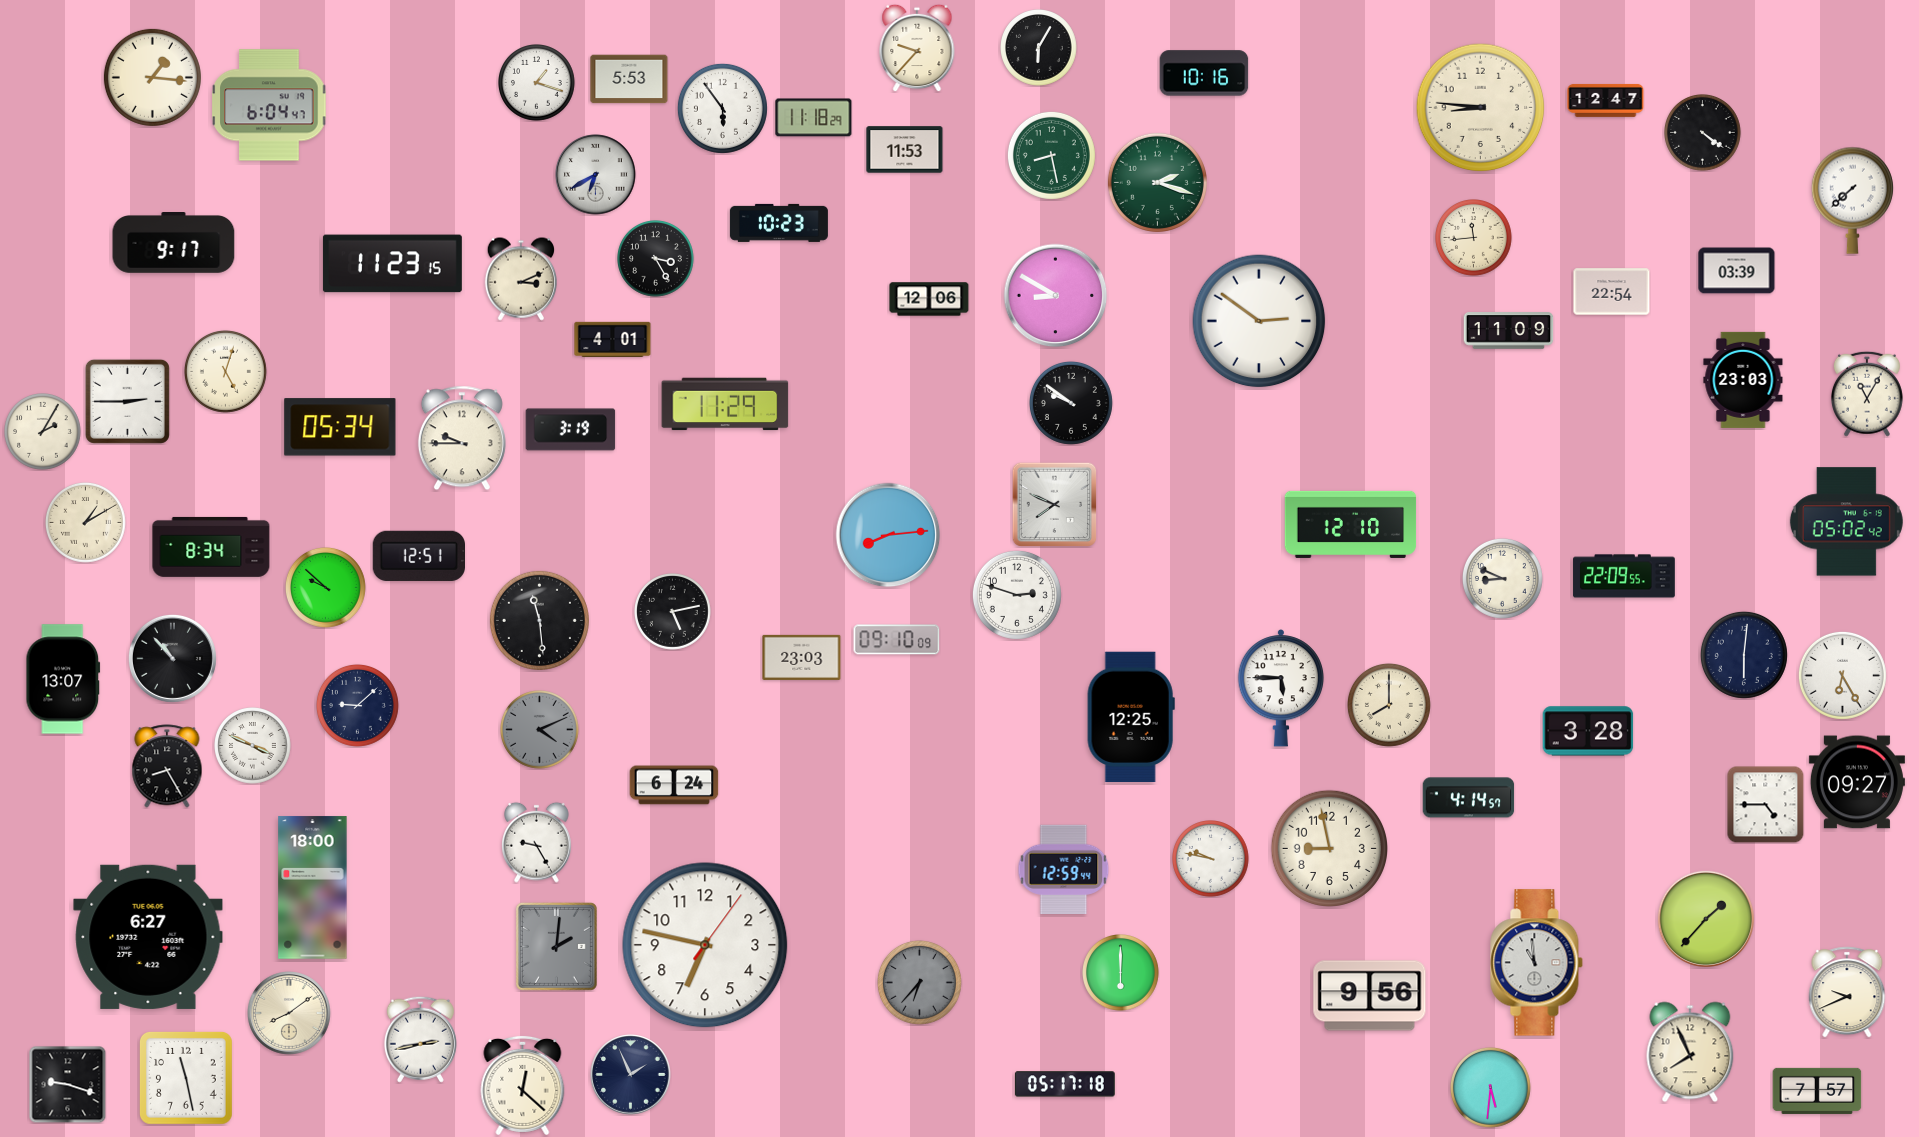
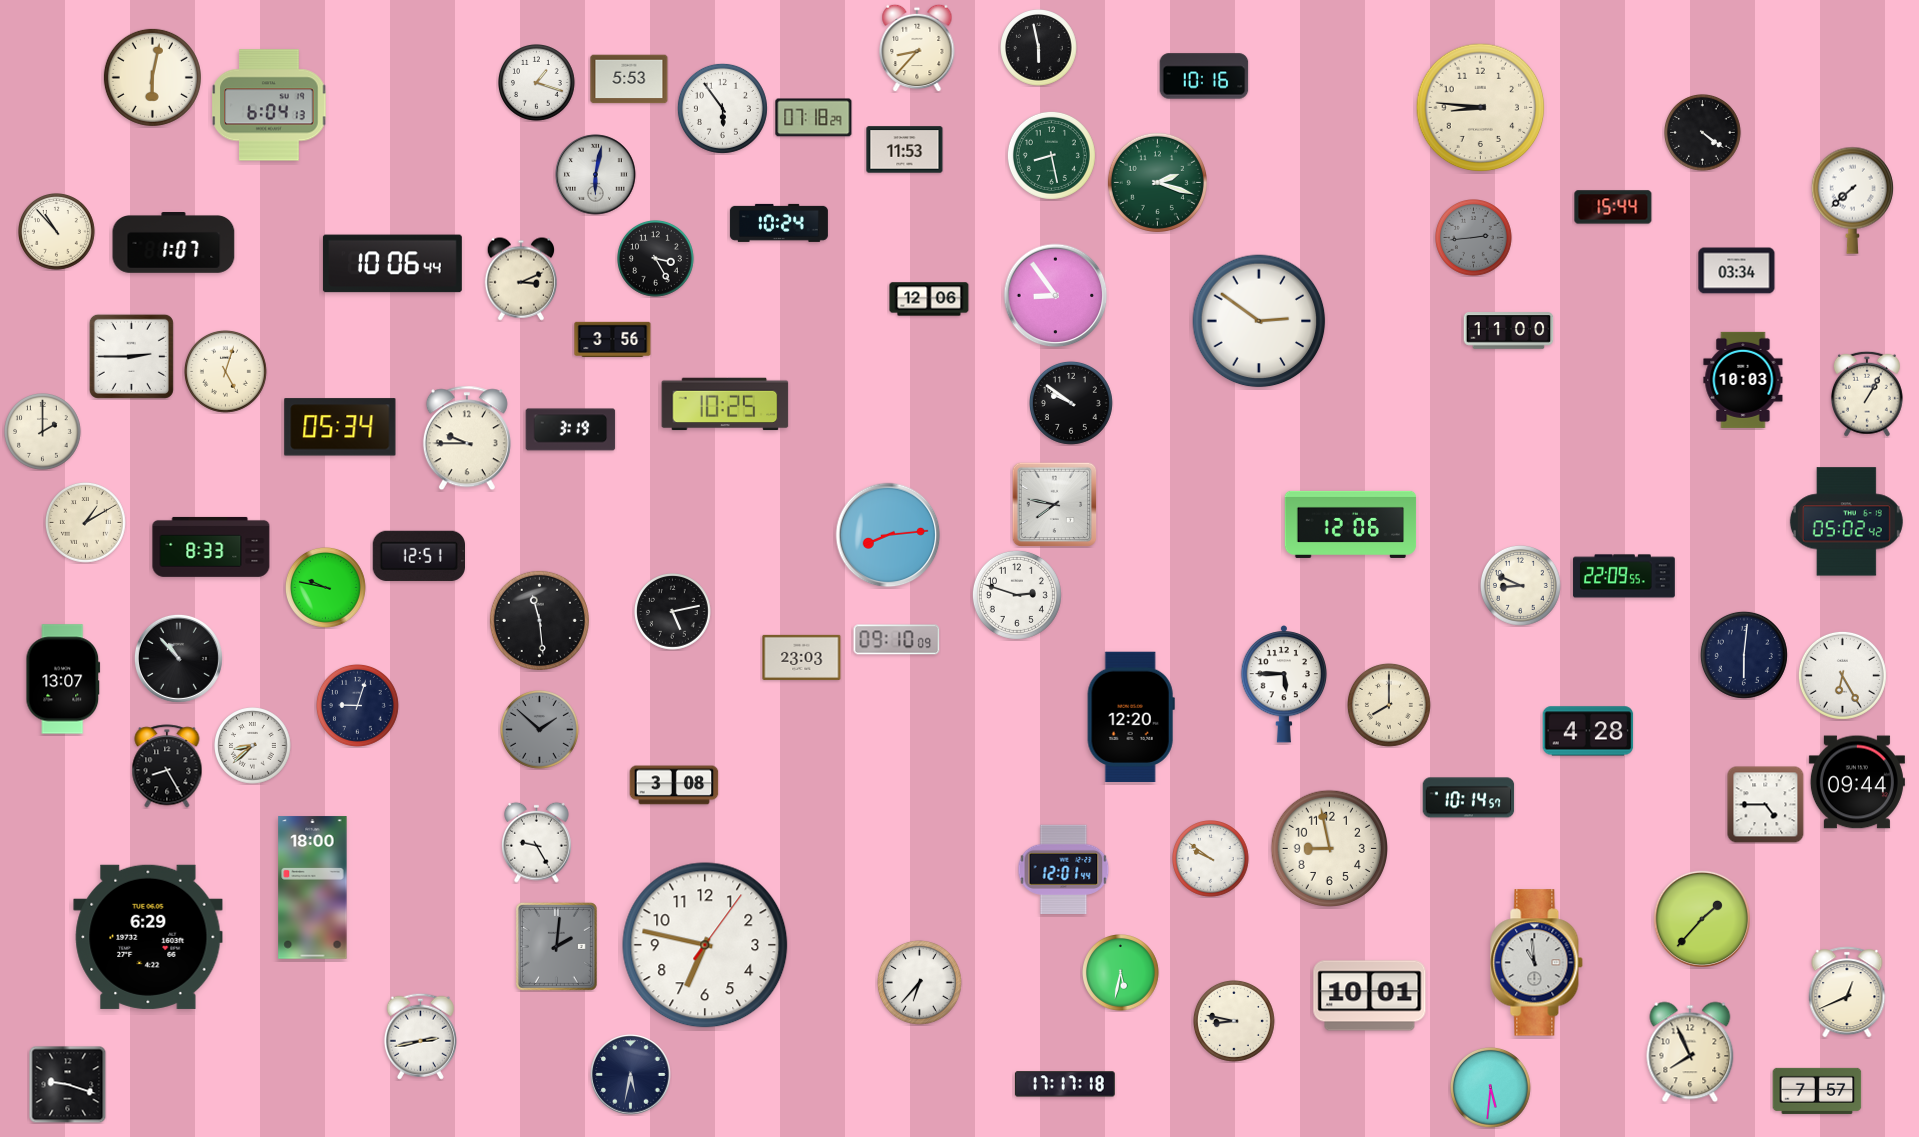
clock at (917, 48): 9:37 -> 8:37
clock at (1039, 48): 6:05 -> 5:58
clock at (1204, 73) position: (1204, 73) -> (1204, 76)
clock at (152, 77): 1:16 -> 6:02
clock at (1606, 100): 12:47 -> none
clock at (269, 105): 6:04:47 -> 6:04:13
clock at (814, 118): 11:18 -> 07:18
clock at (596, 175): 6:40 -> 6:02
clock at (1613, 207): none -> 15:44
clock at (779, 223): 10:23 -> 10:24
clock at (57, 232): none -> 10:53
clock at (1474, 238): 11:44 -> 2:44
clock at (1474, 238) dial: cream -> grey
clock at (174, 243): 9:17 -> 1:07
clock at (392, 264): 11:23 -> 10:06
clock at (1737, 271): 03:39 -> 03:34
clock at (1612, 292): 22:54 -> none
clock at (1056, 296): 8:50 -> 8:54
clock at (1509, 331): 11:09 -> 11:00
clock at (613, 340): 4:01 -> 3:56
clock at (1743, 380): 23:03 -> 10:03
clock at (1867, 394): 11:05 -> 1:05
clock at (127, 401) position: (127, 401) -> (131, 356)
clock at (725, 404): 11:29 -> 10:25
clock at (43, 432): 2:05 -> 2:00
clock at (462, 438) position: (462, 438) -> (467, 438)
clock at (1054, 504): 7:49 -> 7:47
clock at (1351, 524): 12:10 -> 12:06
clock at (211, 547): 8:34 -> 8:33
clock at (1502, 578) position: (1502, 578) -> (1520, 585)
clock at (325, 587): 9:52 -> 9:47
clock at (172, 658) position: (172, 658) -> (178, 658)
clock at (1281, 689) position: (1281, 689) -> (1284, 685)
clock at (357, 705): 9:08 -> 9:03
clock at (1131, 716): 12:25 -> 12:20
clock at (540, 730): 4:11 -> 1:52
clock at (1588, 731): 3:28 -> 4:28
clock at (253, 746): 3:49 -> 8:38
clock at (1857, 782): 09:27 -> 09:44
clock at (674, 785): 6:24 -> 3:08
clock at (1469, 798): 4:14 -> 10:14
clock at (1211, 859): 9:47 -> 9:51
clock at (1064, 869): 12:59 -> 12:01
clock at (1705, 918) position: (1705, 918) -> (1701, 918)
clock at (148, 937): 6:27 -> 6:29
clock at (1121, 973): 6:00 -> 5:32
clock at (919, 982) dial: grey -> white
clock at (1847, 992): 9:41 -> 12:41
clock at (1370, 996): 9:56 -> 10:01
clock at (289, 1013): 8:09 -> none
clock at (1234, 1021): none -> 8:47
clock at (420, 1039) position: (420, 1039) -> (420, 1036)
clock at (631, 1075): 1:56 -> 5:32
clock at (186, 1078): 11:28 -> none
clock at (1065, 1084): 05:17 -> 17:17
clock at (523, 1085): 12:22 -> none
